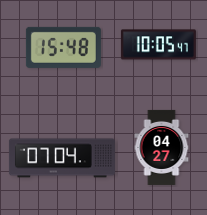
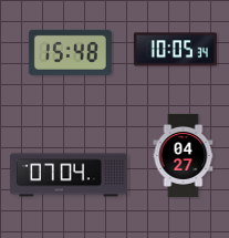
clock at (158, 45): 10:05:47 -> 10:05:34
clock at (162, 147) position: (162, 147) -> (184, 155)
